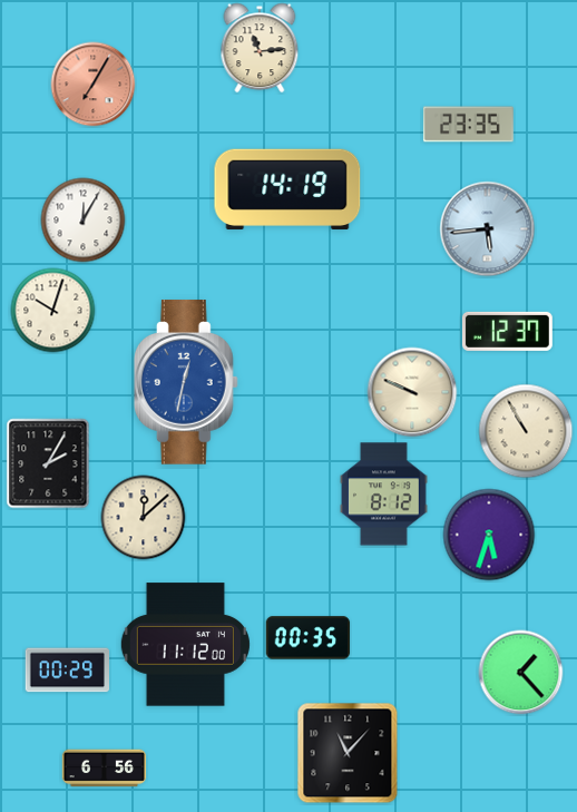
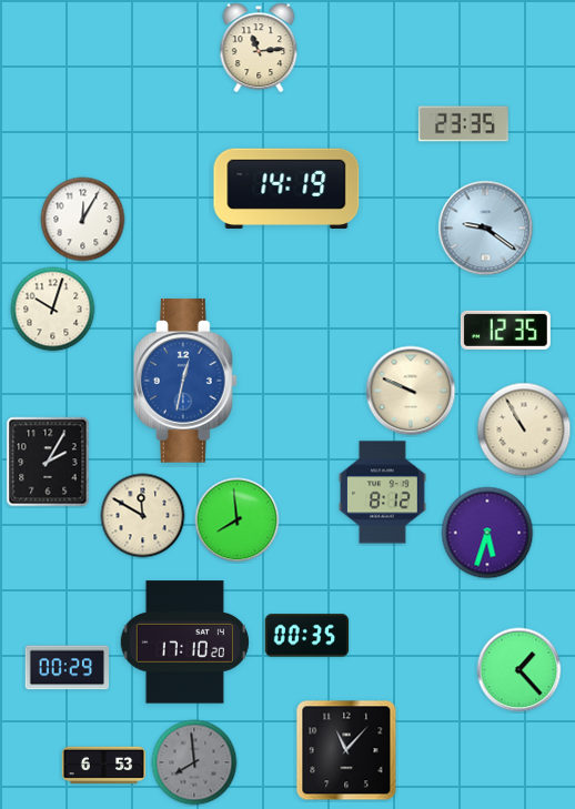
clock at (94, 85): 7:05 -> none
clock at (468, 125) position: (468, 125) -> (463, 124)
clock at (488, 229): 5:44 -> 9:21
clock at (507, 331): 12:37 -> 12:35
clock at (144, 518): 12:08 -> 11:50
clock at (238, 520): none -> 7:59
clock at (185, 645): 11:12 -> 17:10
clock at (194, 762): none -> 7:59
clock at (105, 769): 6:56 -> 6:53
